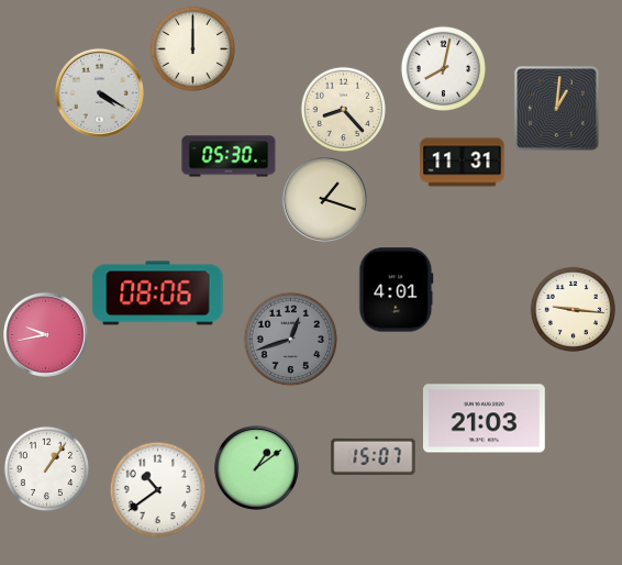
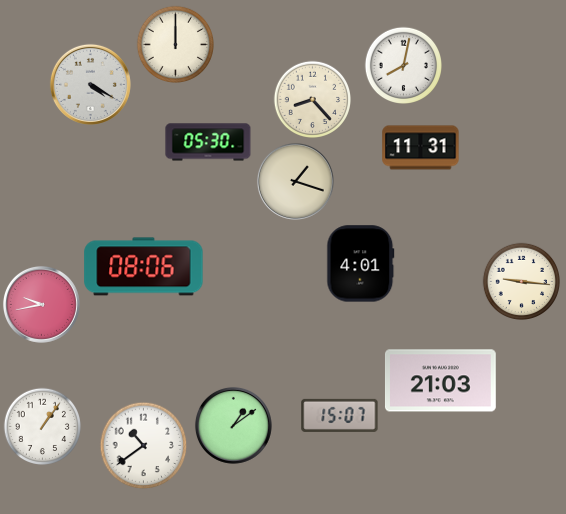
clock at (443, 68) position: (443, 68) -> (403, 65)
clock at (557, 109): 1:01 -> none
clock at (290, 339): 12:42 -> none
